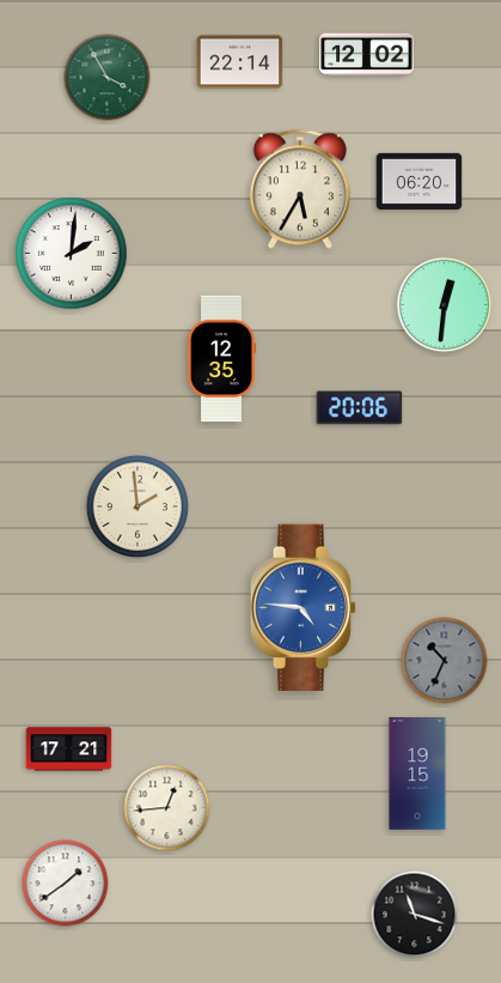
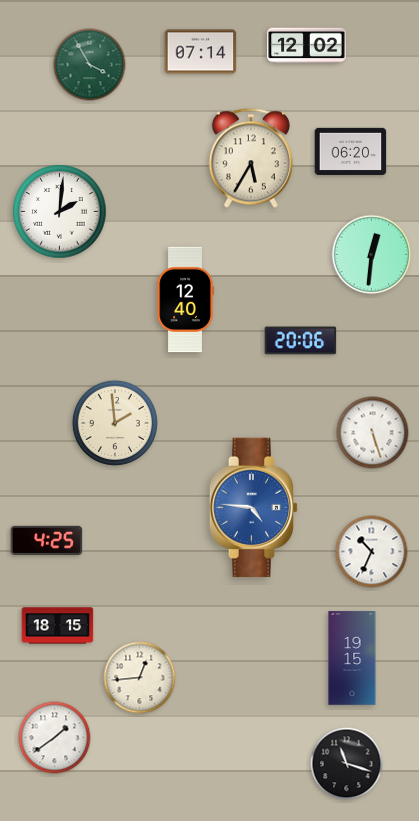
clock at (240, 62): 22:14 -> 07:14
clock at (221, 359): 12:35 -> 12:40
clock at (373, 433): none -> 5:27
clock at (47, 540): none -> 4:25
clock at (445, 661) dial: grey -> white
clock at (69, 750): 17:21 -> 18:15
clock at (417, 773) position: (417, 773) -> (352, 658)
clock at (167, 808) position: (167, 808) -> (140, 678)
